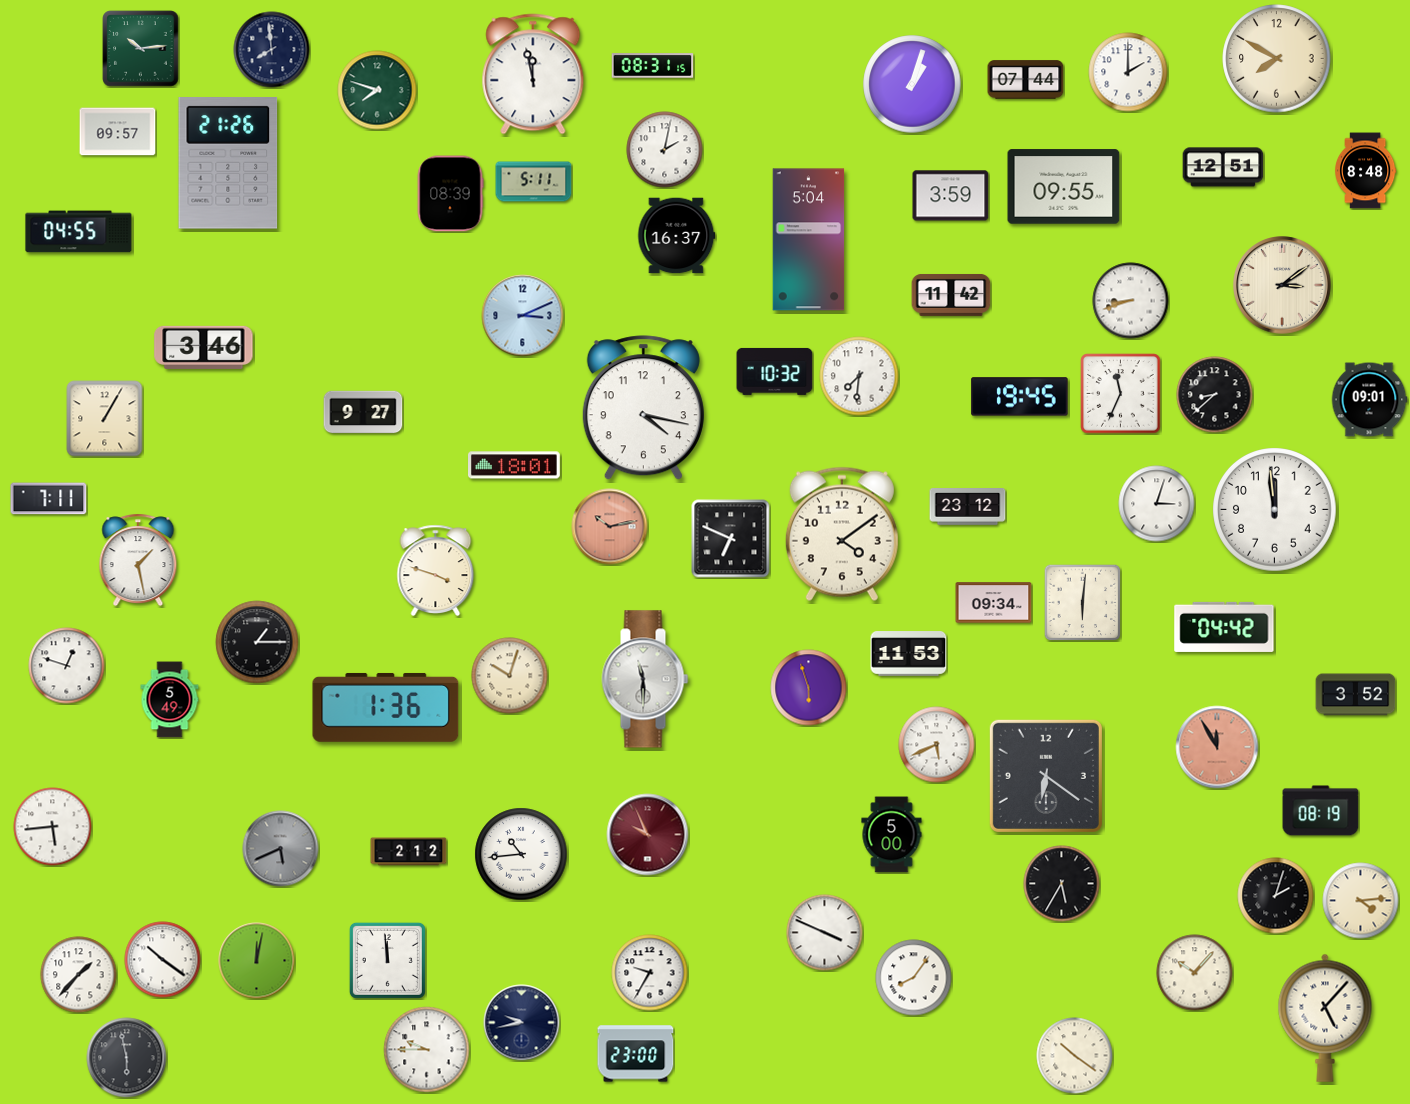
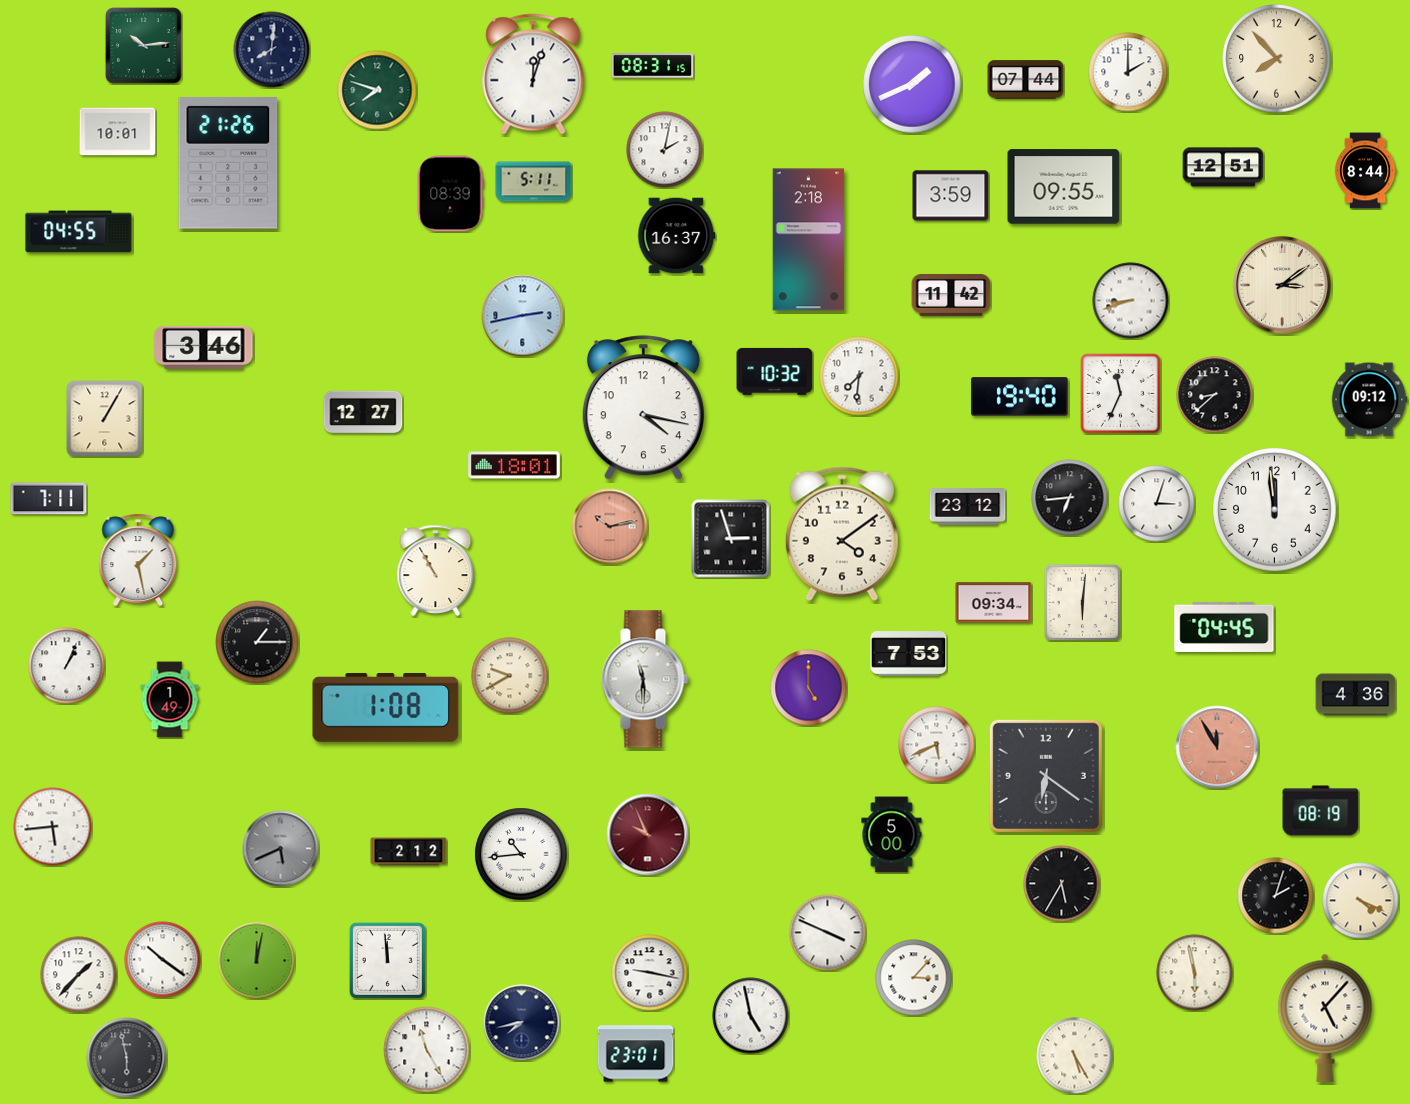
clock at (141, 49) position: (141, 49) -> (144, 46)
clock at (272, 50): 7:59 -> 8:01
clock at (1277, 59): 7:50 -> 7:53
clock at (533, 74): 11:58 -> 12:03
clock at (912, 84): 1:03 -> 1:41
clock at (118, 132): 09:57 -> 10:01
clock at (1365, 171): 8:48 -> 8:44
clock at (809, 240): 5:04 -> 2:18
clock at (523, 316): 3:11 -> 2:43
clock at (1020, 397): 19:45 -> 19:40
clock at (1369, 400): 09:01 -> 09:12
clock at (363, 412): 9:27 -> 12:27
clock at (1070, 498): none -> 6:44
clock at (731, 539): 6:49 -> 2:57
clock at (436, 570): 3:48 -> 10:55
clock at (1224, 627): 04:42 -> 04:45
clock at (909, 654): 11:53 -> 7:53
clock at (67, 666): 12:48 -> 1:04
clock at (510, 676): 10:03 -> 9:40
clock at (809, 688): 5:57 -> 5:00
clock at (1356, 695): 3:52 -> 4:36
clock at (170, 700): 5:49 -> 1:49
clock at (386, 707): 1:36 -> 1:08
clock at (1361, 901): 4:14 -> 4:19
clock at (825, 933) position: (825, 933) -> (828, 933)
clock at (650, 973): 9:35 -> 9:17
clock at (1195, 973): 10:07 -> 5:58
clock at (914, 978): 8:06 -> 3:07
clock at (751, 1016): none -> 4:58
clock at (522, 1023): 9:43 -> 7:43
clock at (427, 1050): 9:45 -> 11:25
clock at (636, 1054): 23:00 -> 23:01
clock at (1075, 1056): 10:21 -> 5:25
